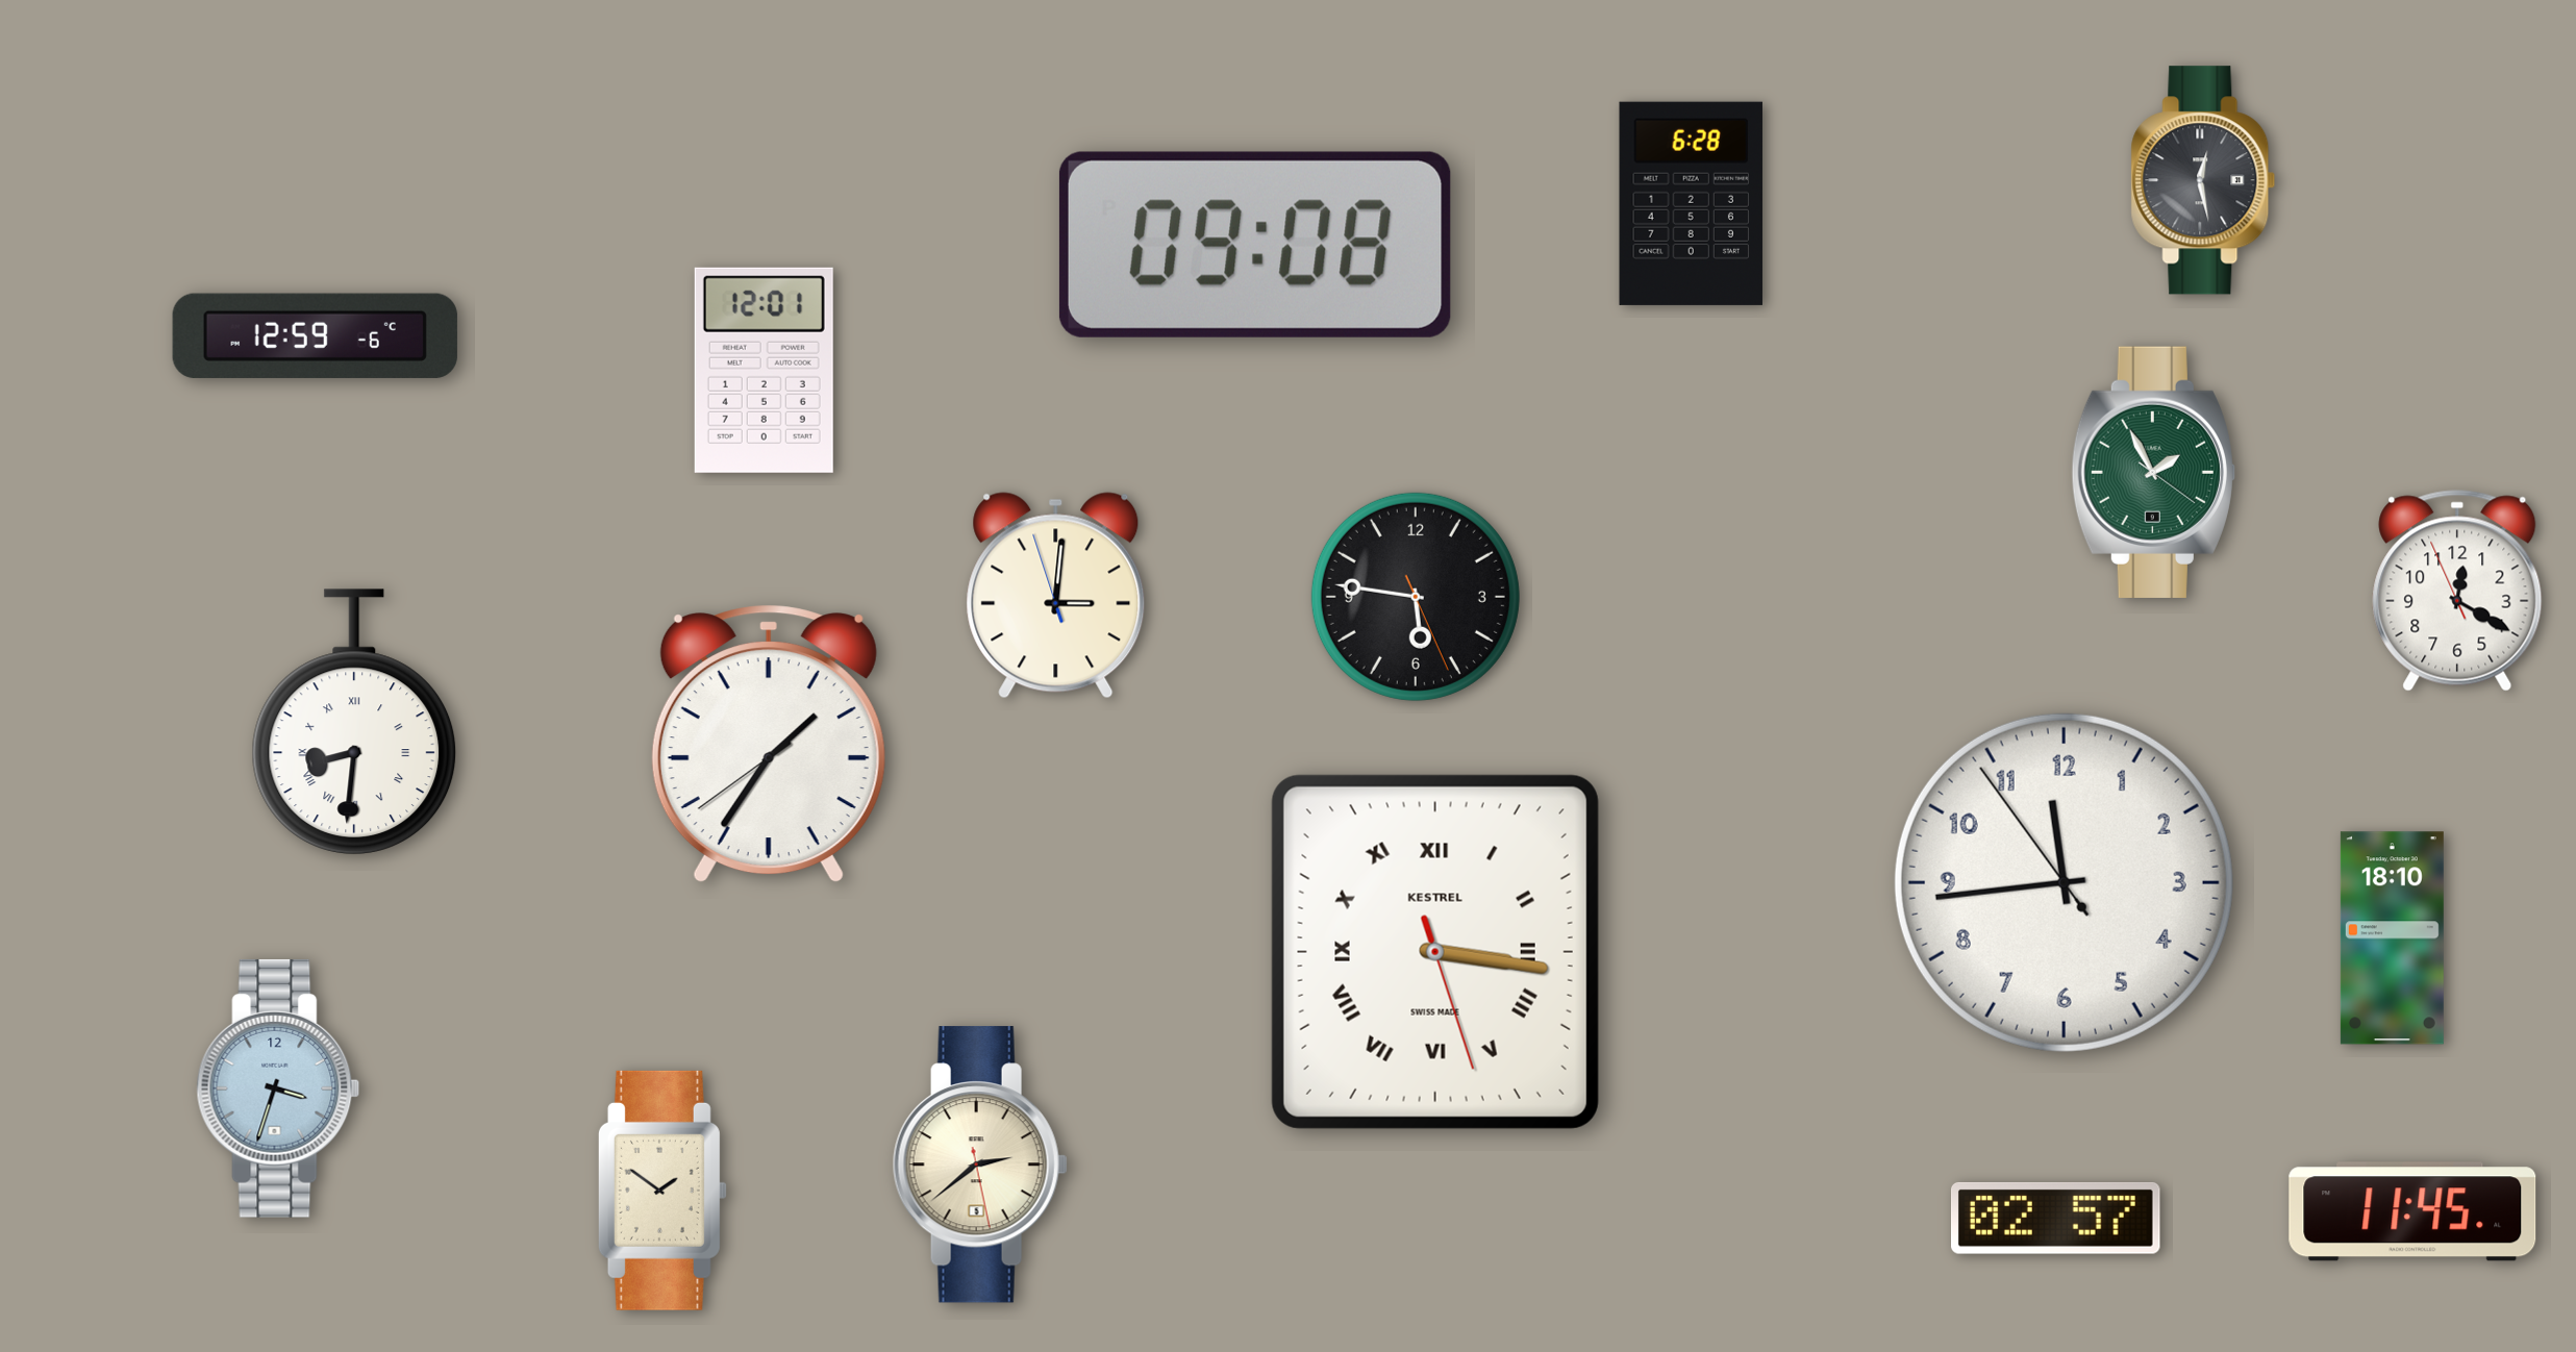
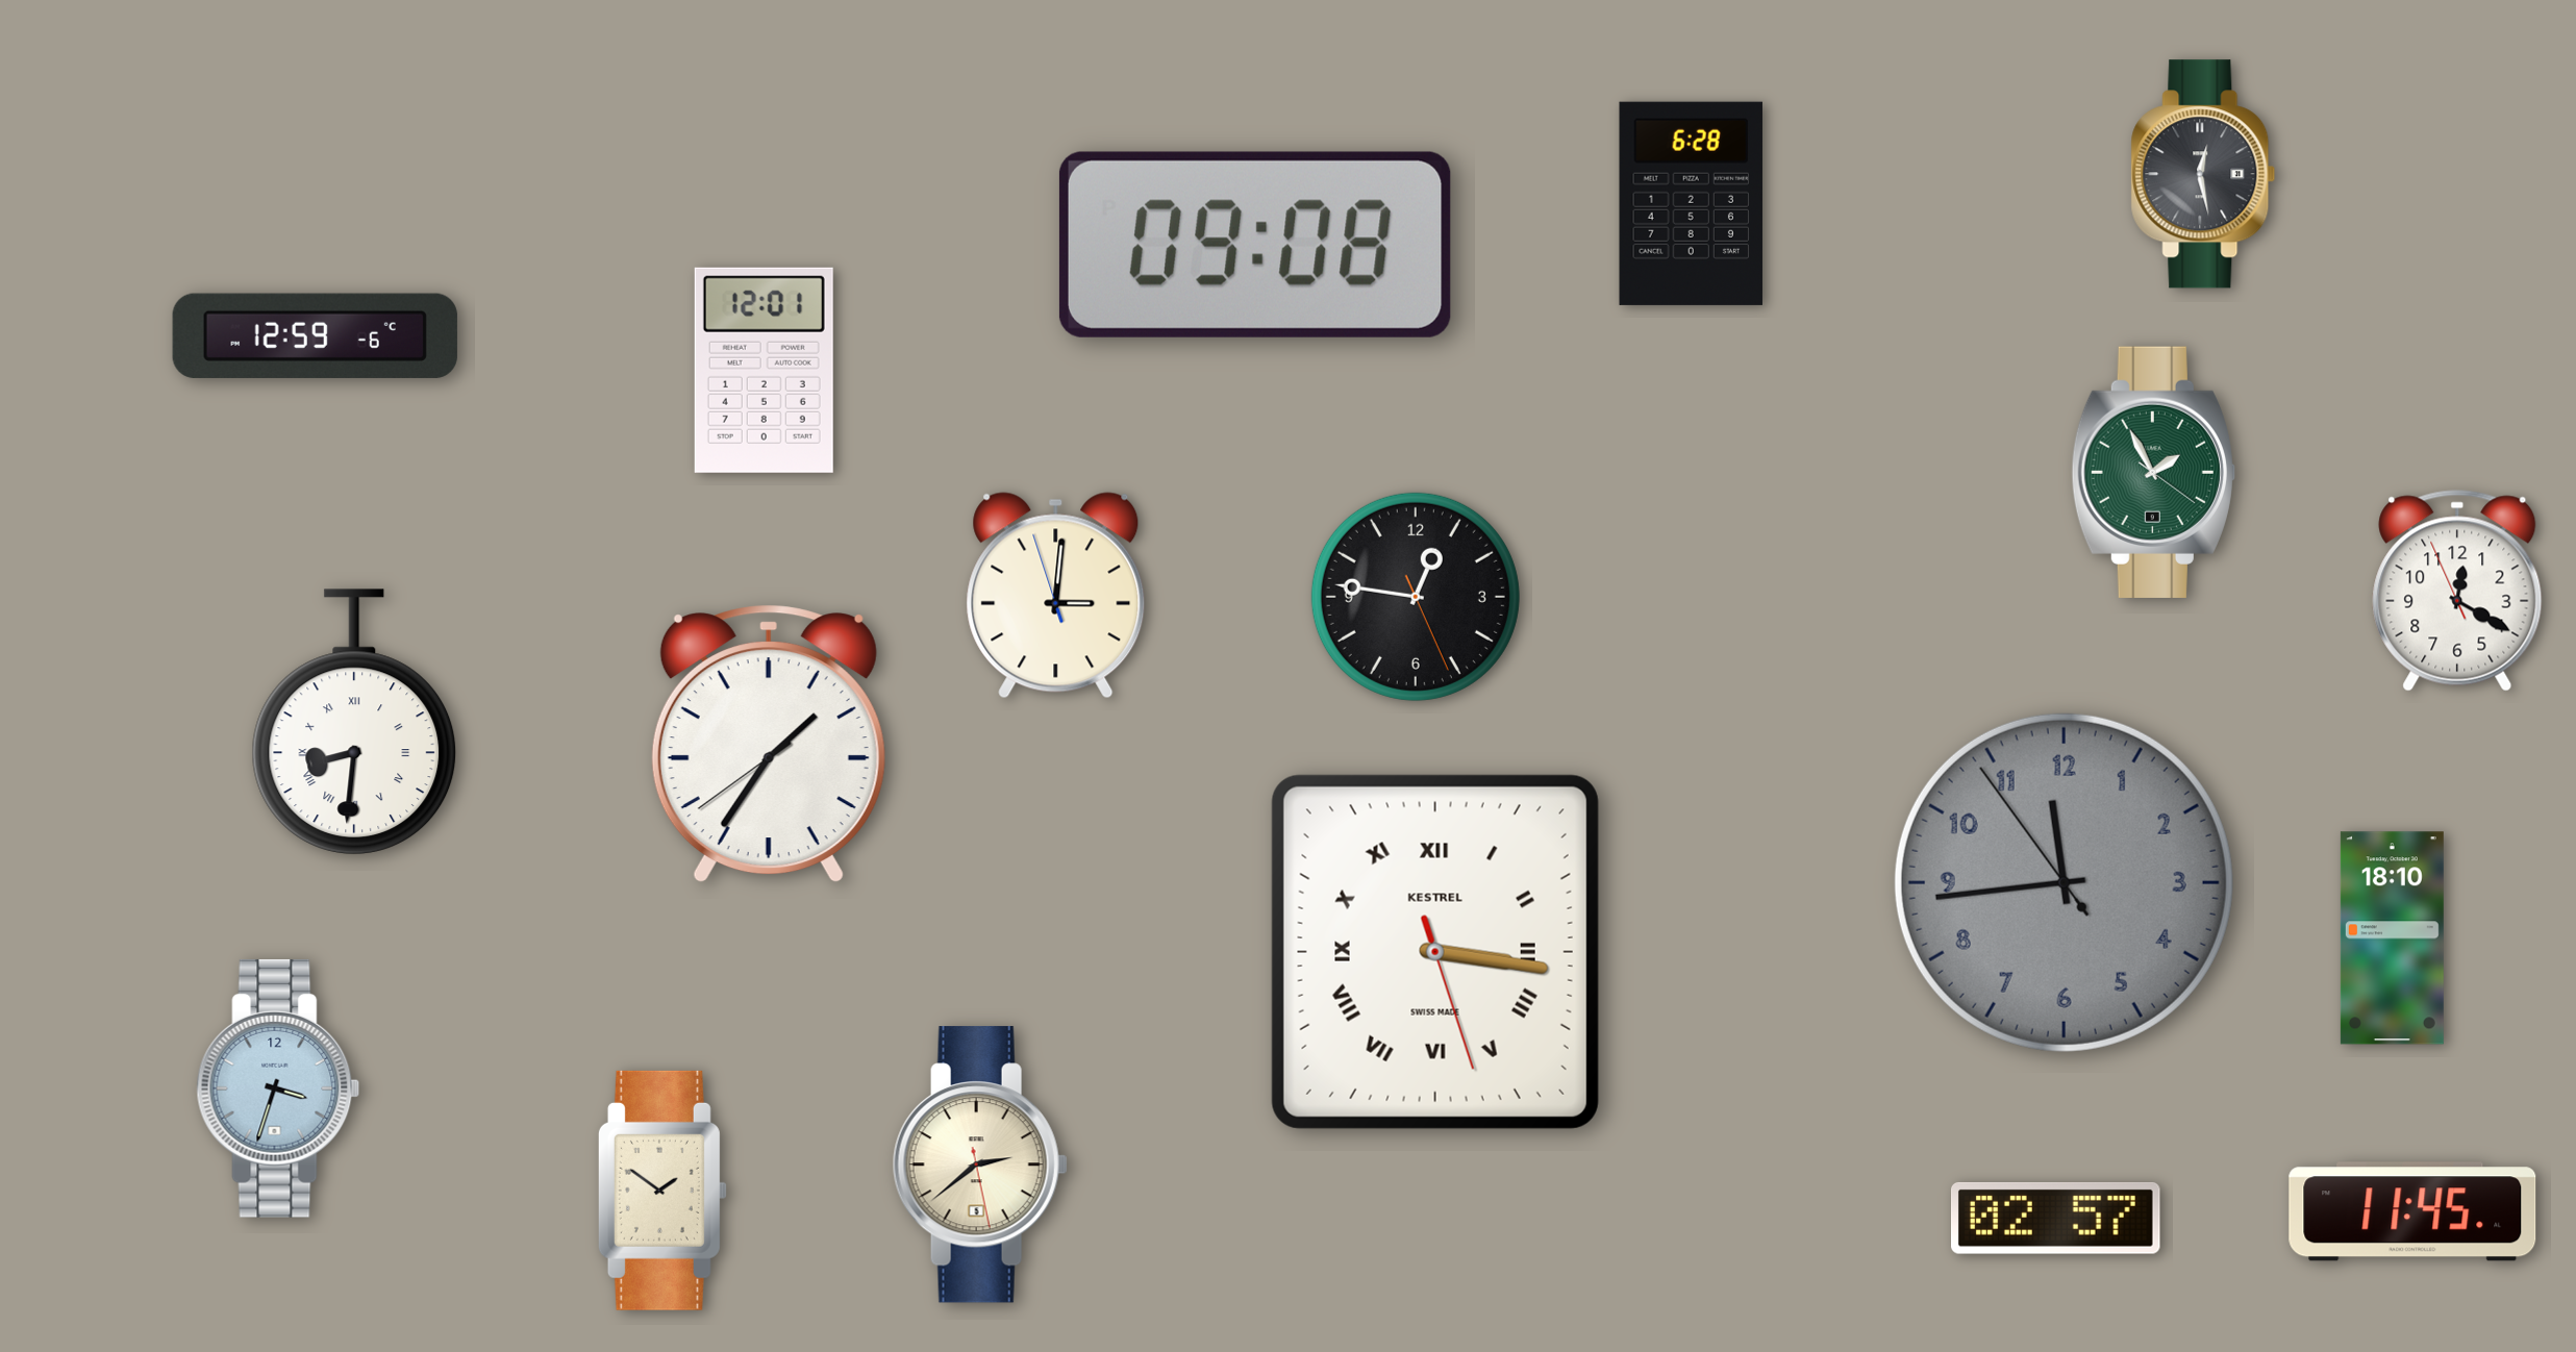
clock at (2203, 180) position: (2203, 180) -> (2203, 174)
clock at (1416, 597): 5:46 -> 12:46
clock at (2064, 882) dial: white -> grey
